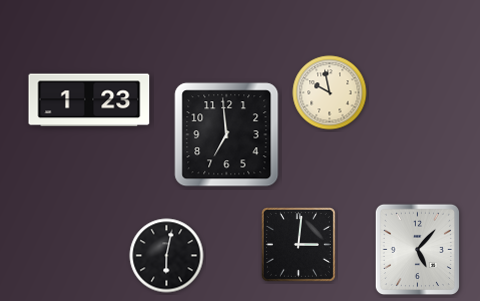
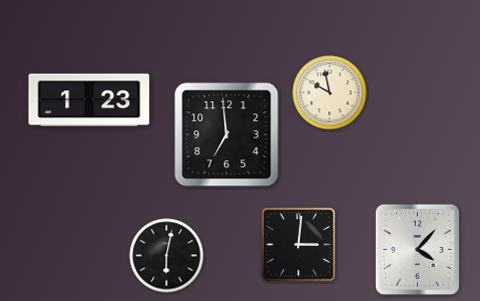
clock at (418, 250): 5:07 -> 4:07
